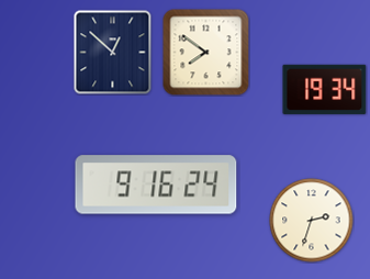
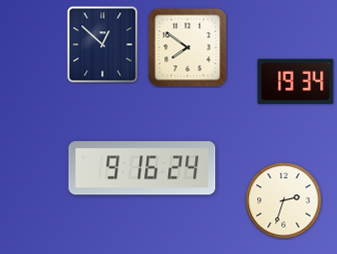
clock at (113, 53) position: (113, 53) -> (103, 45)
